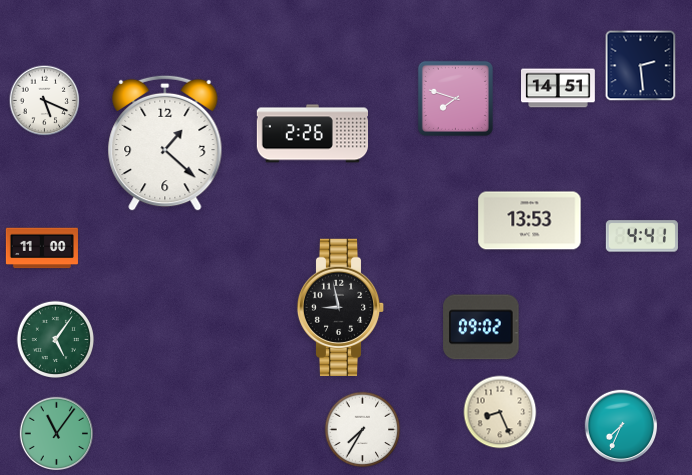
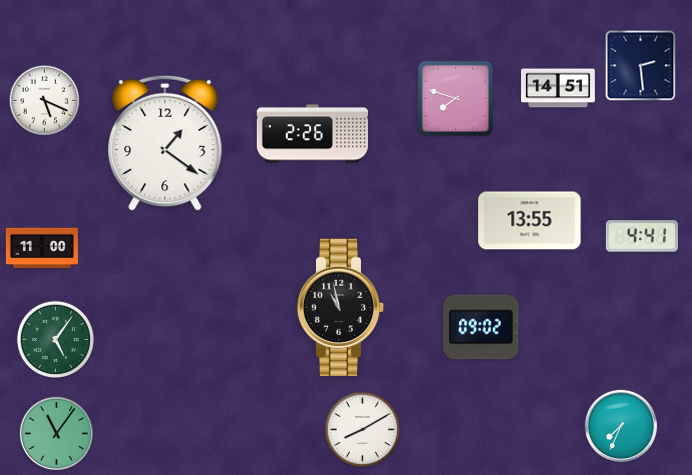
clock at (165, 143): 1:22 -> 1:21
clock at (530, 221): 13:53 -> 13:55
clock at (341, 307): 8:58 -> 10:58
clock at (500, 412): 8:26 -> none
clock at (363, 430): 7:35 -> 8:10
